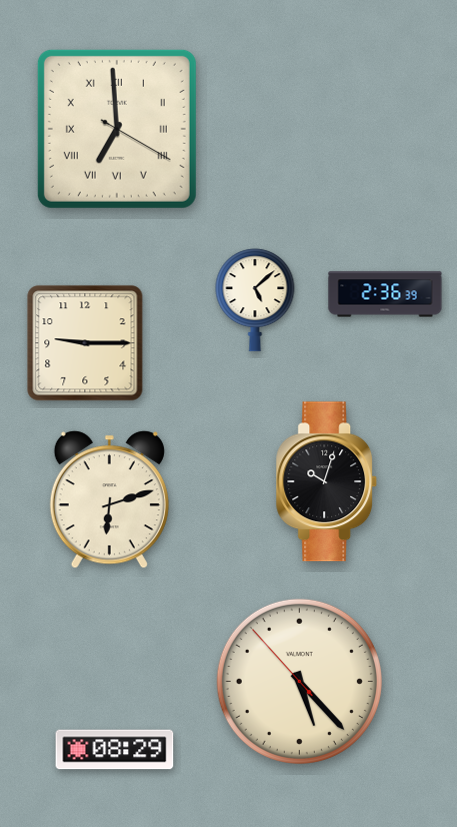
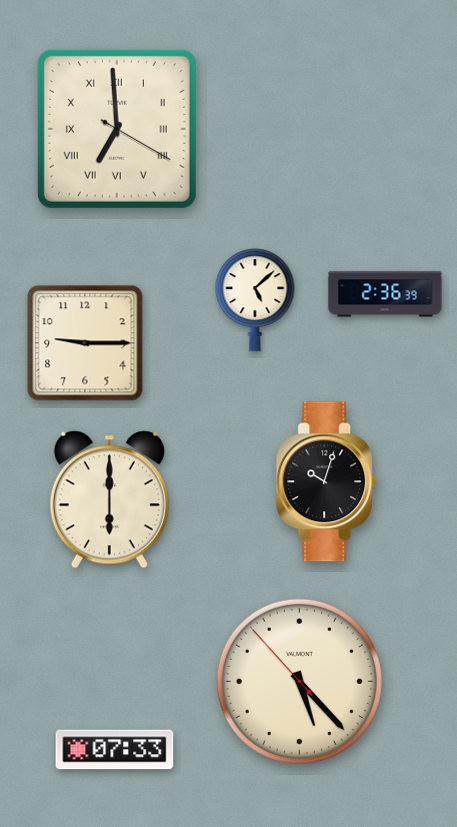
clock at (109, 500): 6:12 -> 6:00
clock at (115, 750): 08:29 -> 07:33
